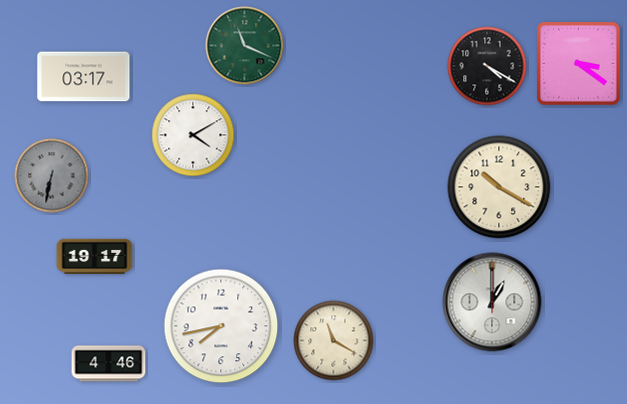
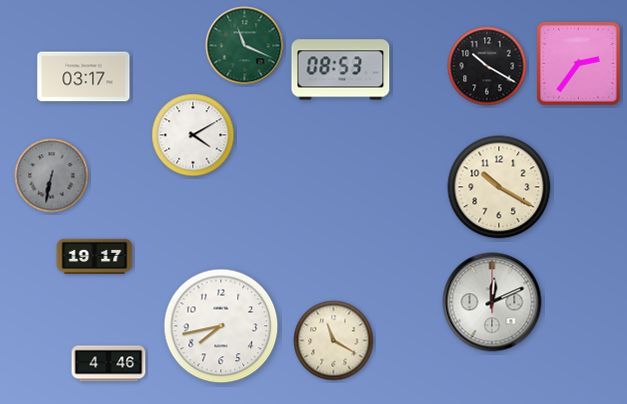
clock at (579, 64): 3:21 -> 2:36
clock at (487, 66): 4:20 -> 10:20
clock at (341, 70): none -> 08:53
clock at (492, 302): 1:00 -> 12:11
